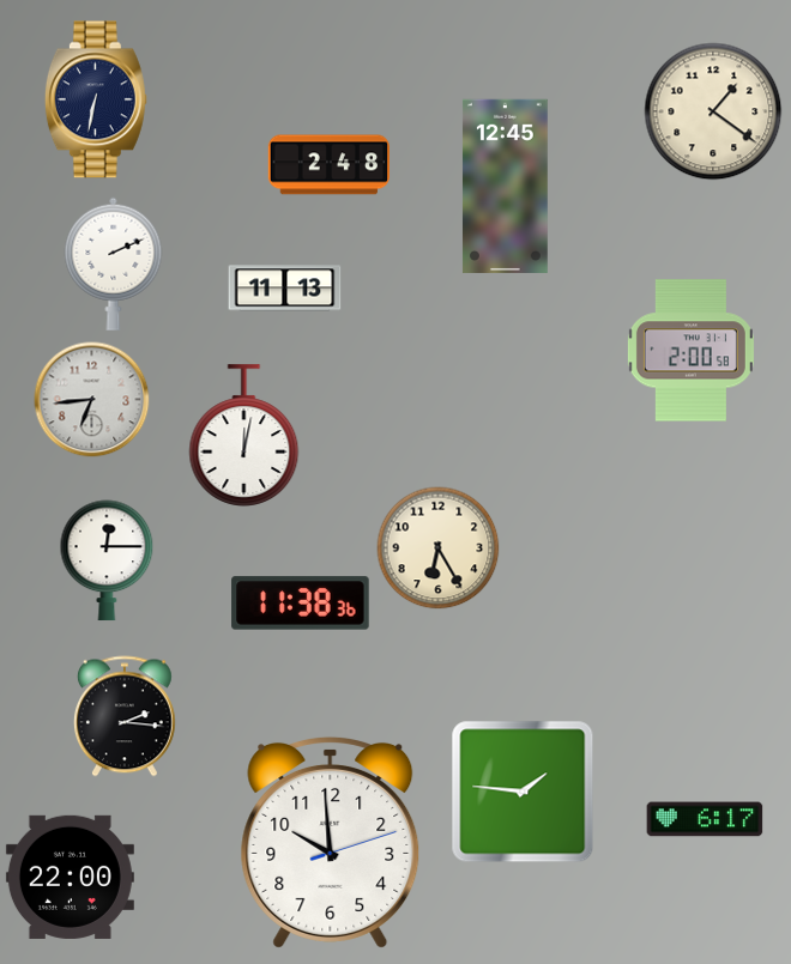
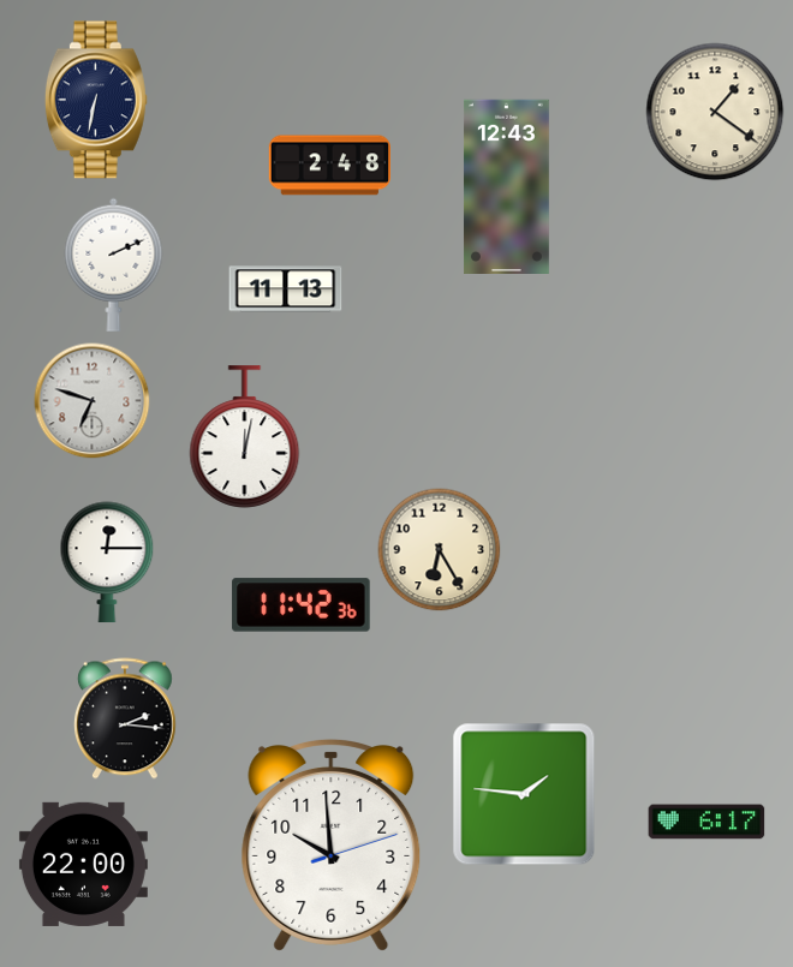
clock at (505, 186): 12:45 -> 12:43
clock at (690, 351): 2:00 -> none
clock at (92, 400): 6:44 -> 6:48
clock at (301, 604): 11:38 -> 11:42
clock at (70, 877) position: (70, 877) -> (83, 864)
